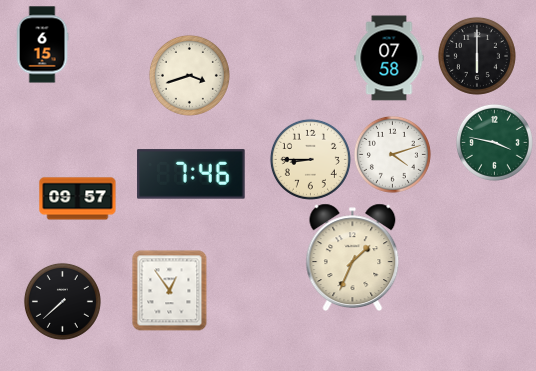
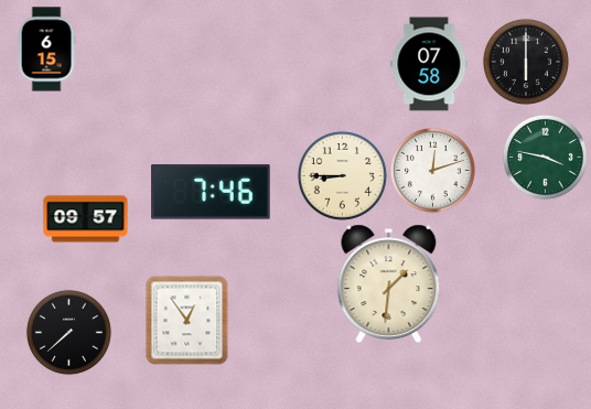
clock at (189, 75): 3:42 -> none
clock at (392, 154): 4:12 -> 12:12
clock at (353, 257): 1:34 -> 1:31
